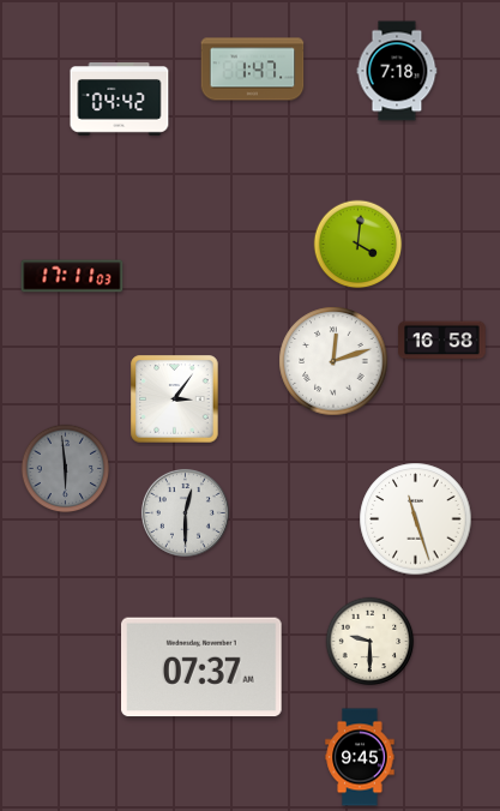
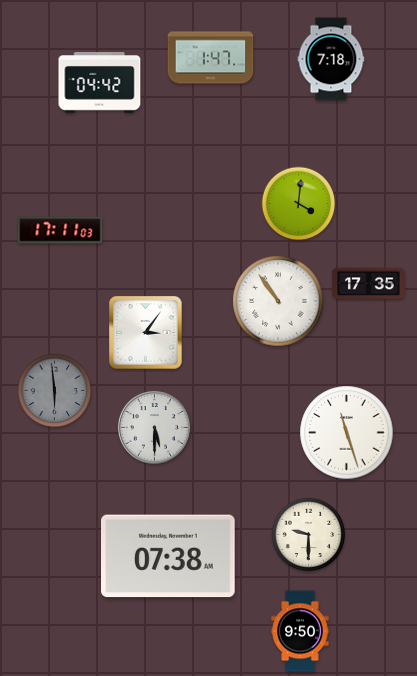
clock at (442, 341): 16:58 -> 17:35
clock at (333, 361): 12:12 -> 10:54
clock at (185, 512): 12:30 -> 5:30
clock at (203, 667): 07:37 -> 07:38
clock at (360, 757): 9:45 -> 9:50
